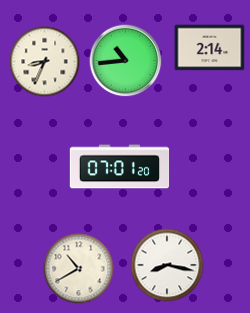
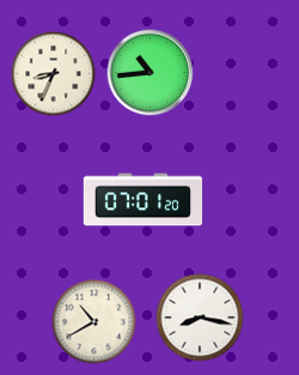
clock at (210, 48): 2:14 -> none
